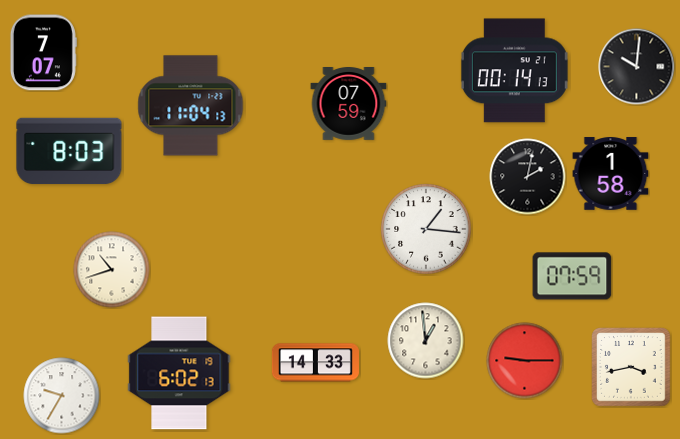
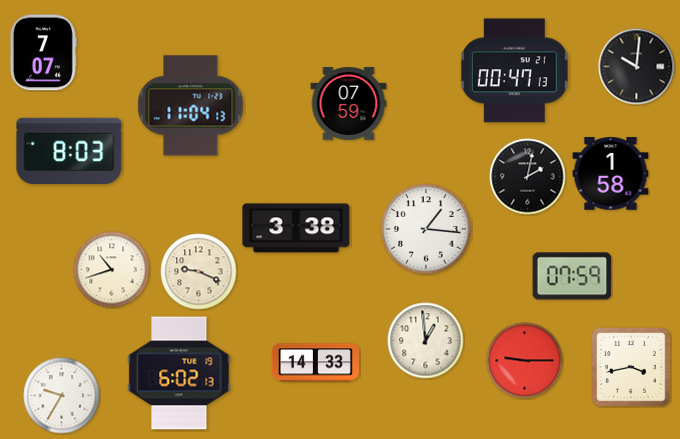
clock at (514, 71): 00:14 -> 00:47
clock at (296, 228): none -> 3:38
clock at (199, 272): none -> 9:19
